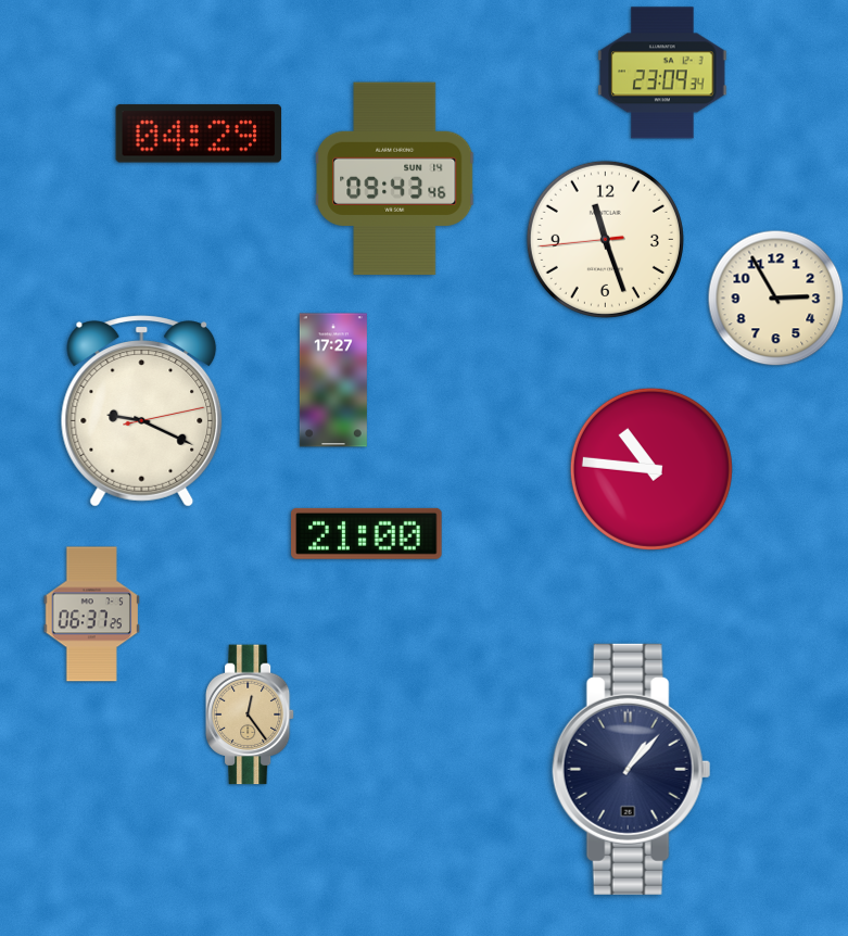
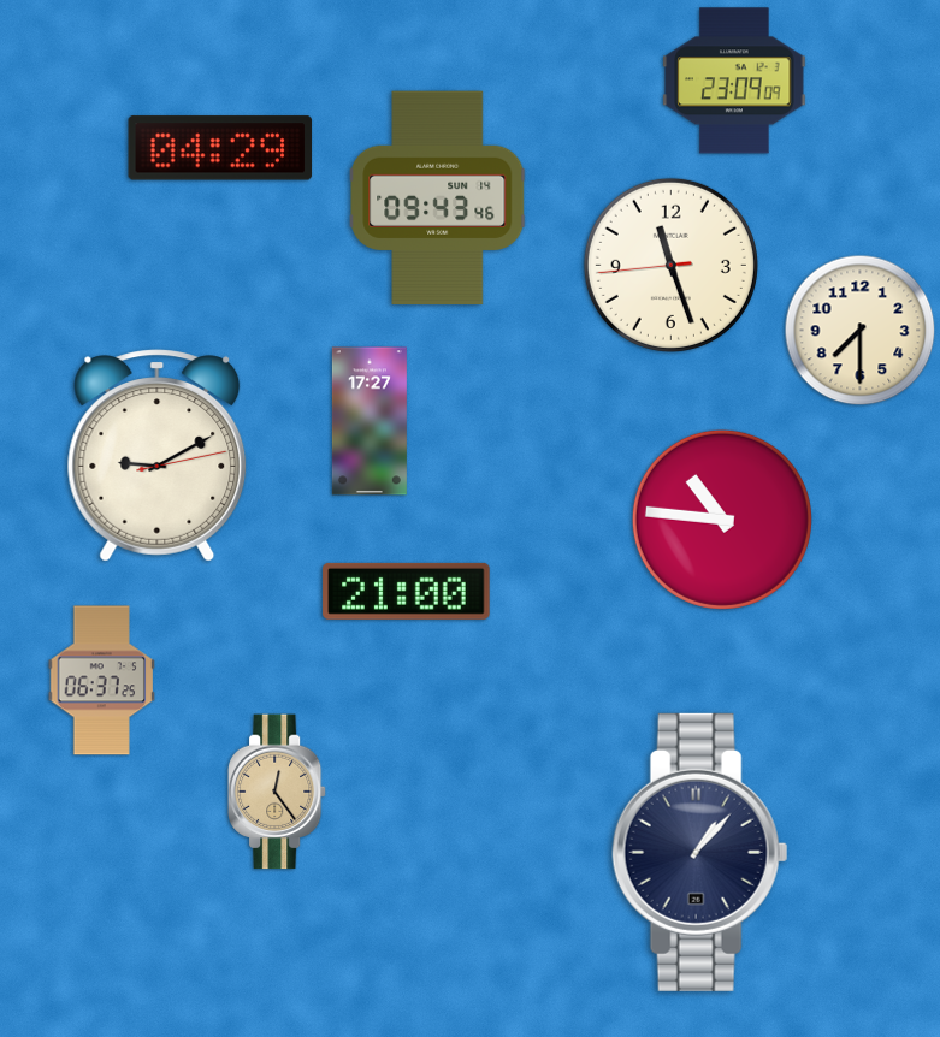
clock at (662, 73): 23:09:34 -> 23:09:09
clock at (776, 299): 2:55 -> 7:30
clock at (142, 412): 9:19 -> 9:10
